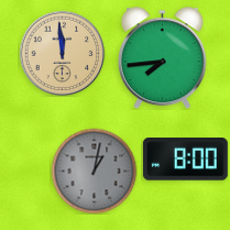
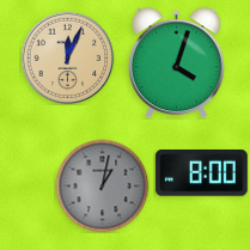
clock at (62, 53): 11:59 -> 12:04
clock at (162, 57): 7:44 -> 4:03
